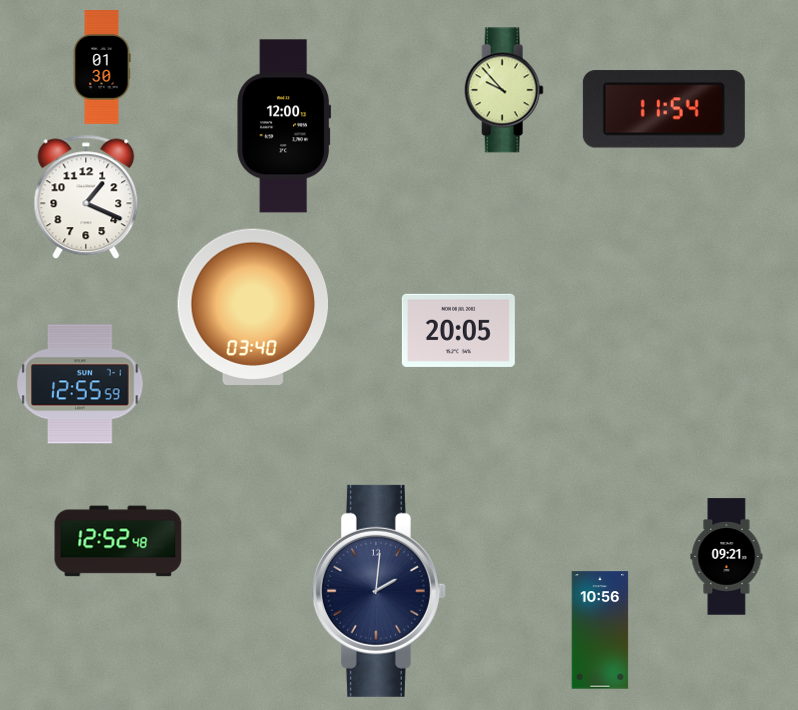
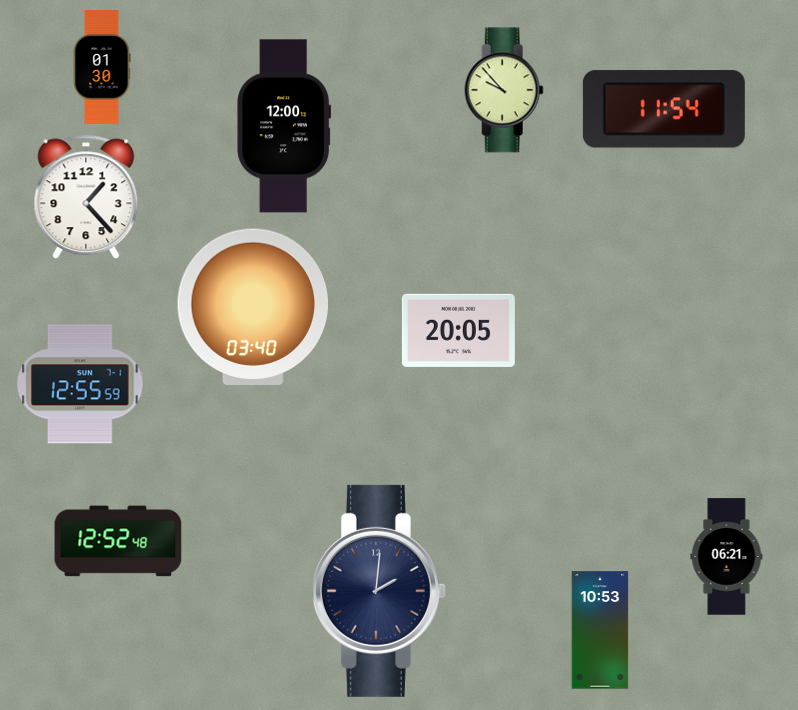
clock at (86, 197): 1:19 -> 1:23
clock at (727, 557): 09:21 -> 06:21
clock at (600, 630): 10:56 -> 10:53
